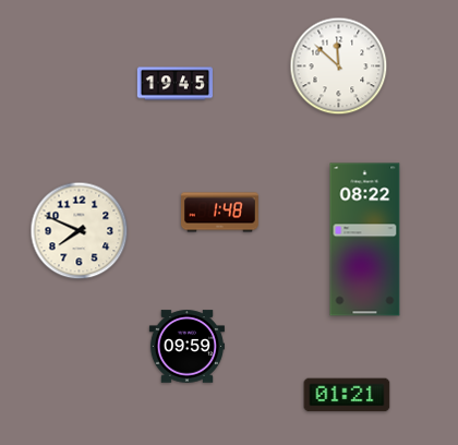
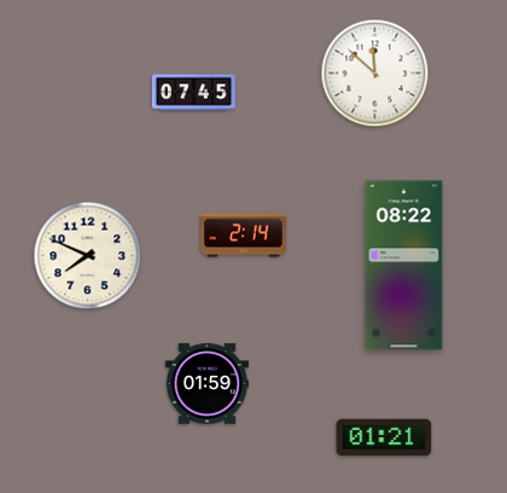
clock at (174, 84): 19:45 -> 07:45
clock at (220, 213): 1:48 -> 2:14
clock at (186, 347): 09:59 -> 01:59
